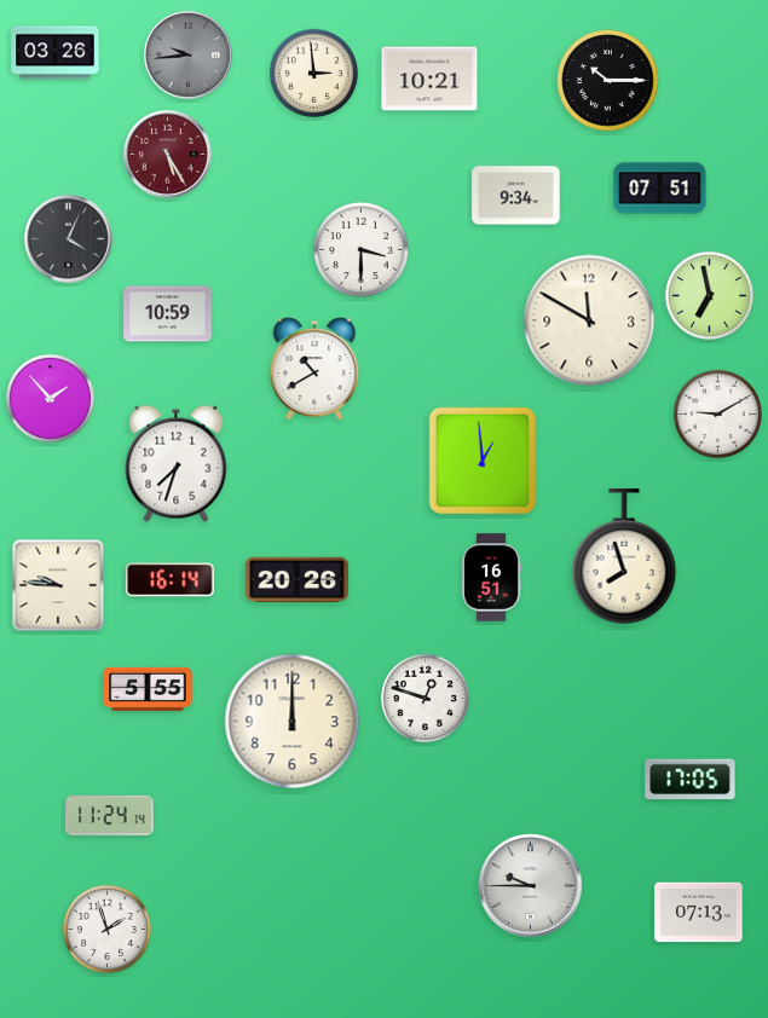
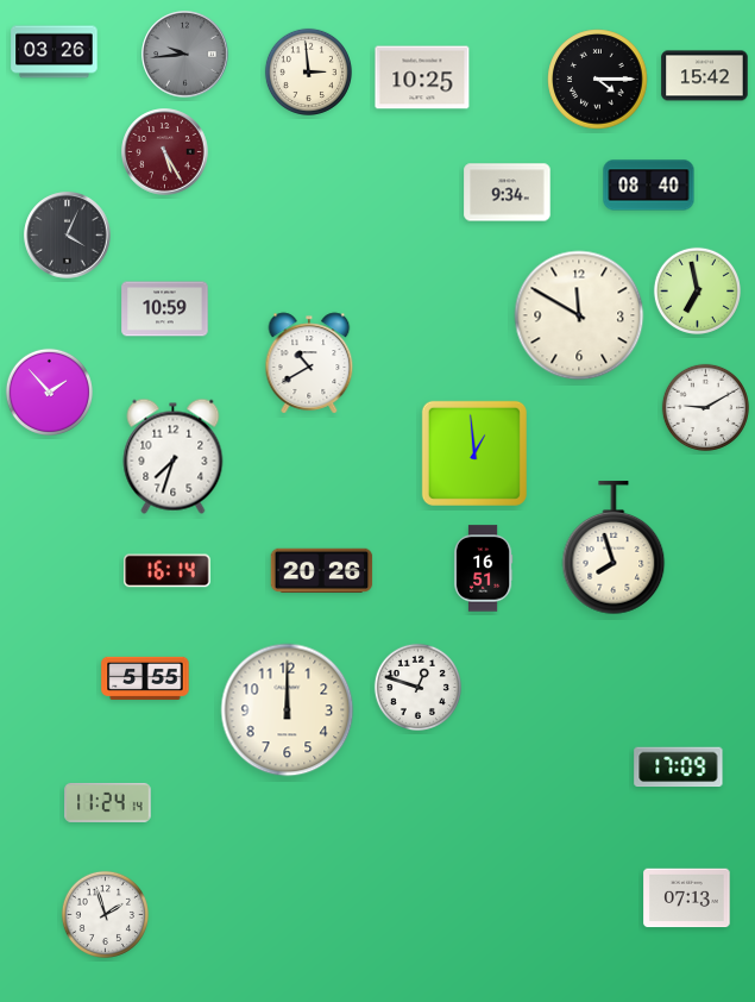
clock at (705, 76): none -> 15:42
clock at (429, 79): 10:21 -> 10:25
clock at (608, 81): 10:15 -> 4:15
clock at (660, 189): 07:51 -> 08:40
clock at (360, 249): 3:30 -> none
clock at (298, 580) position: (298, 580) -> (322, 571)
clock at (58, 585): 9:46 -> none
clock at (691, 780): 17:05 -> 17:09
clock at (531, 886): 9:45 -> none
